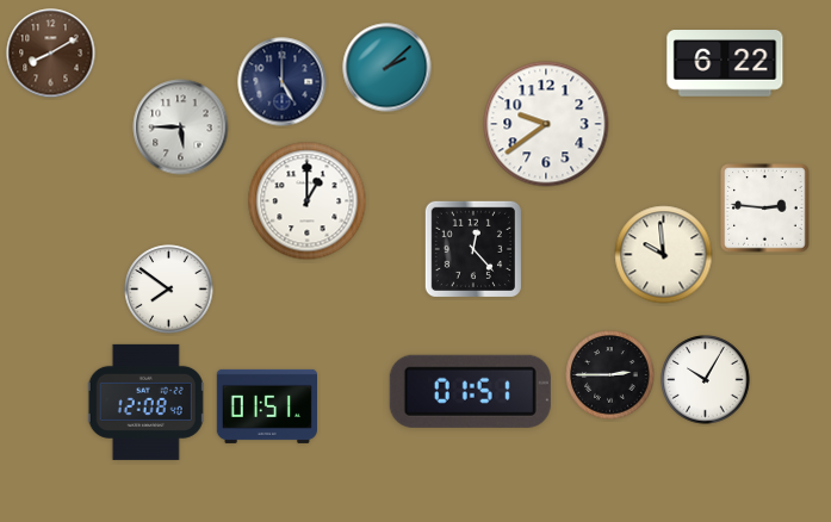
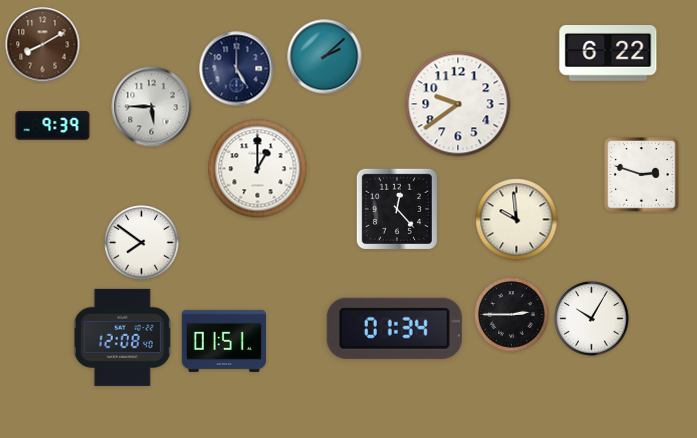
clock at (53, 126): none -> 9:39
clock at (765, 209): 2:46 -> 2:48
clock at (664, 255) position: (664, 255) -> (517, 220)
clock at (470, 391): 01:51 -> 01:34
